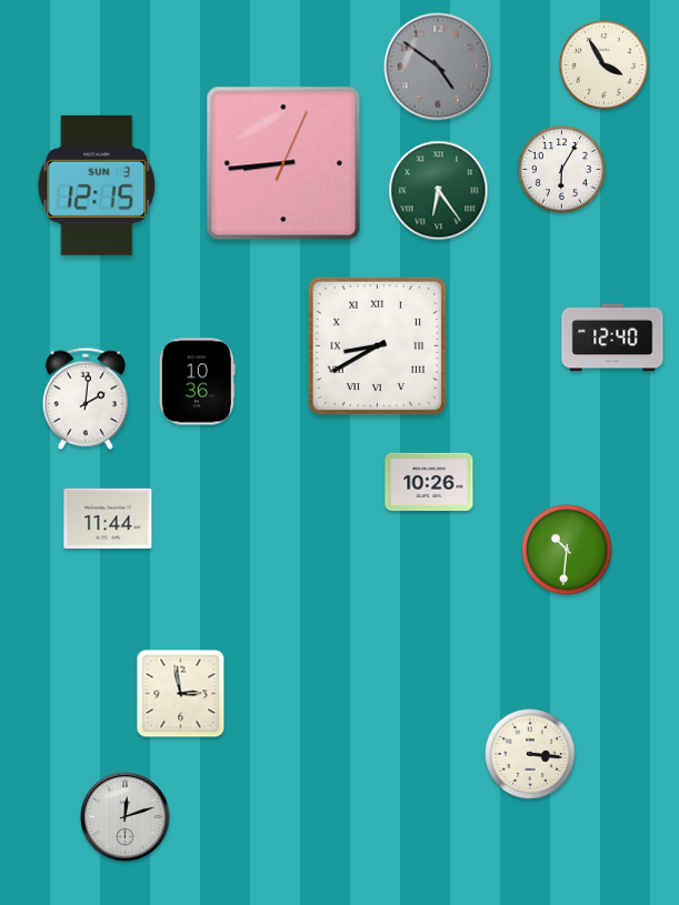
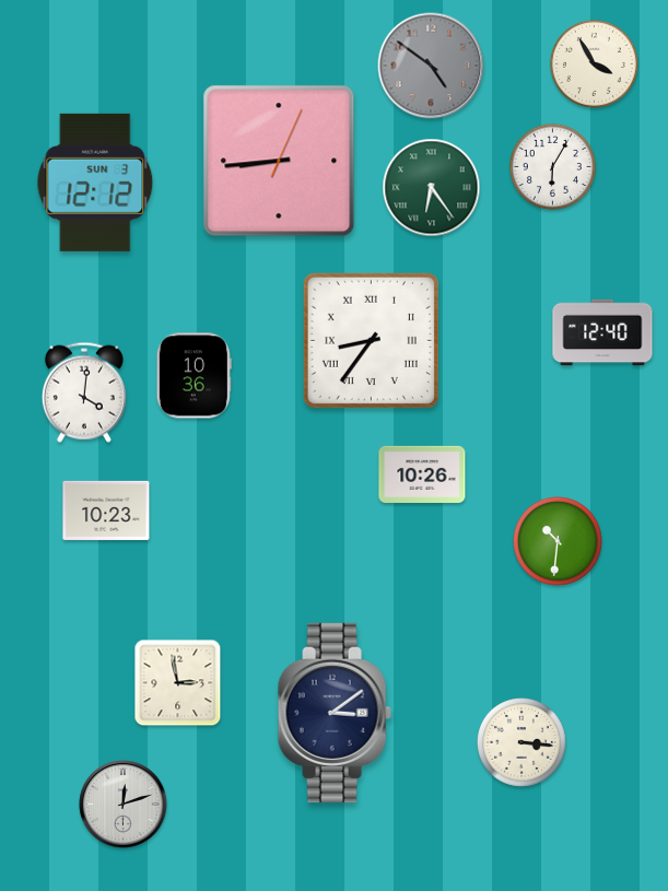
clock at (97, 185): 12:15 -> 12:12
clock at (377, 345): 8:40 -> 8:36
clock at (86, 399): 2:01 -> 4:01
clock at (108, 519): 11:44 -> 10:23
clock at (335, 713): none -> 3:09
